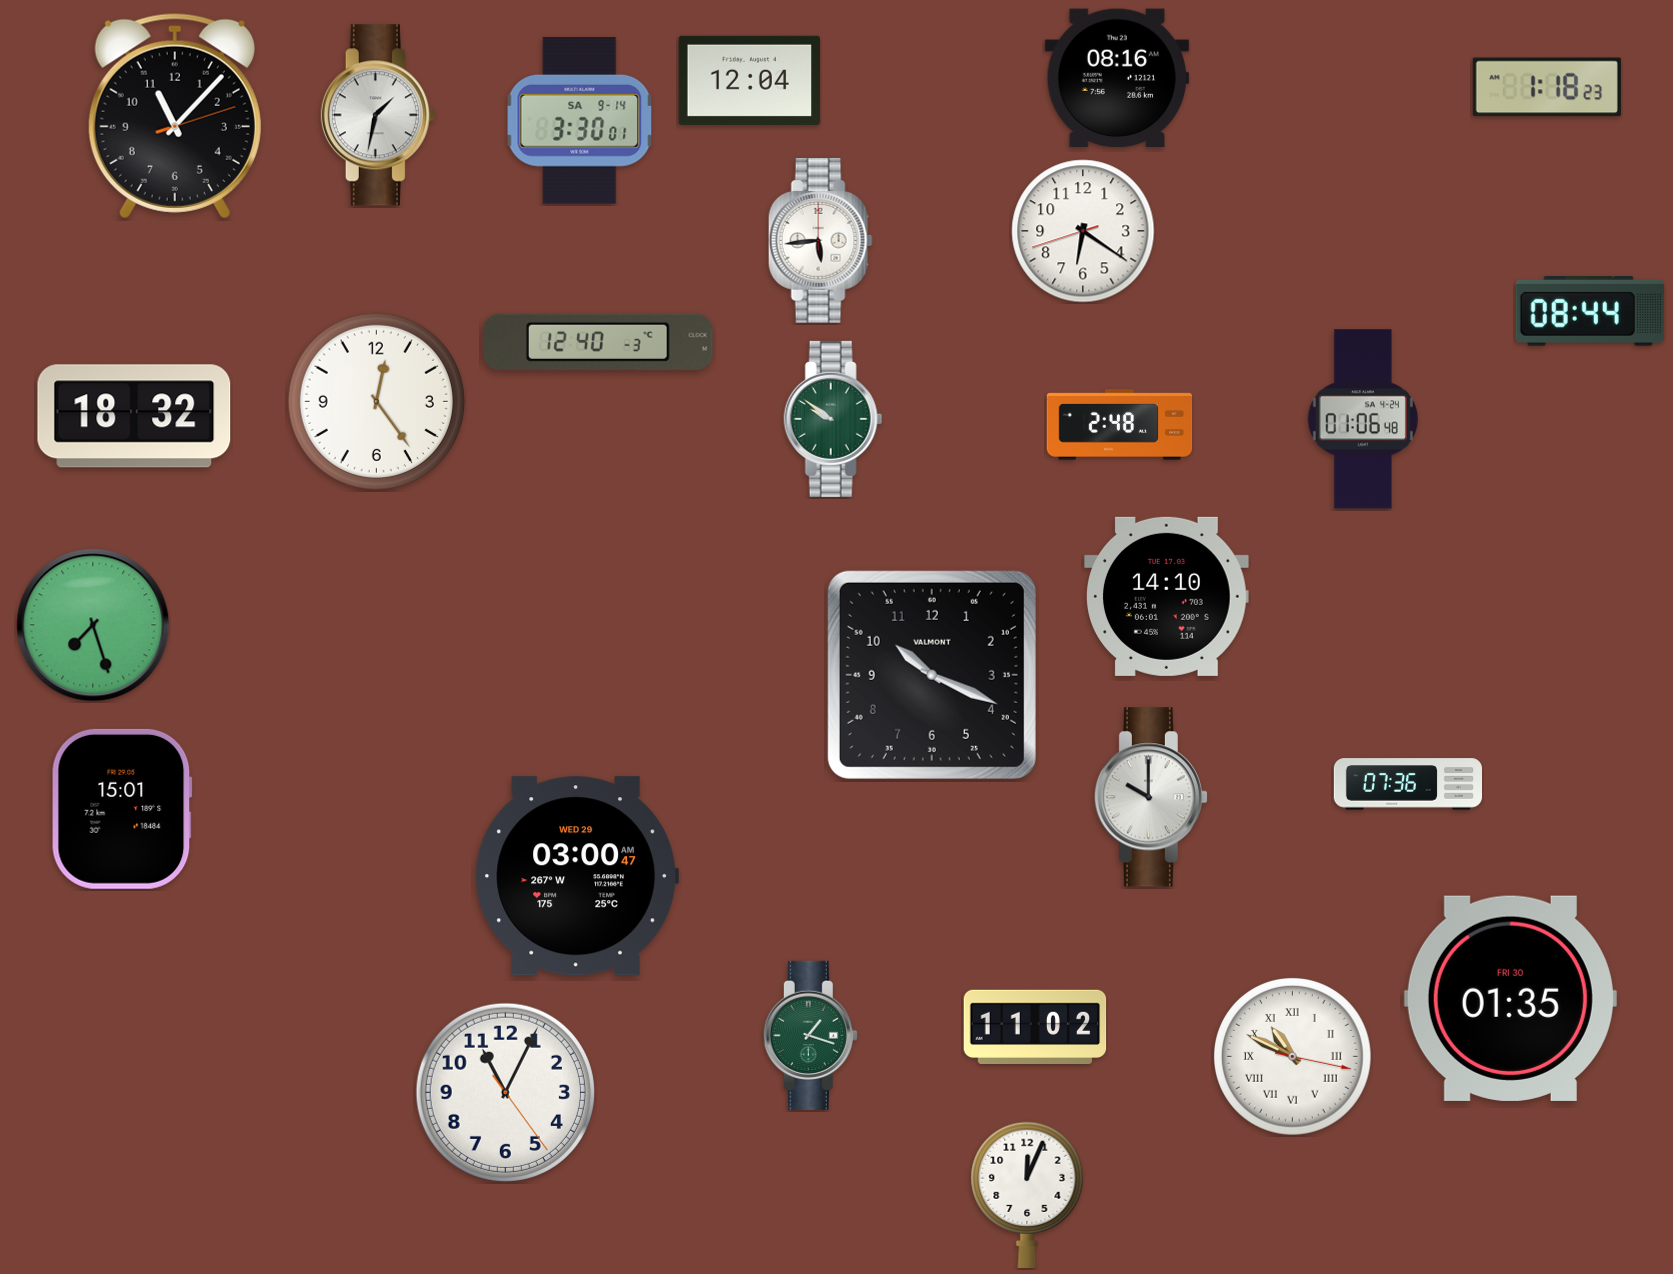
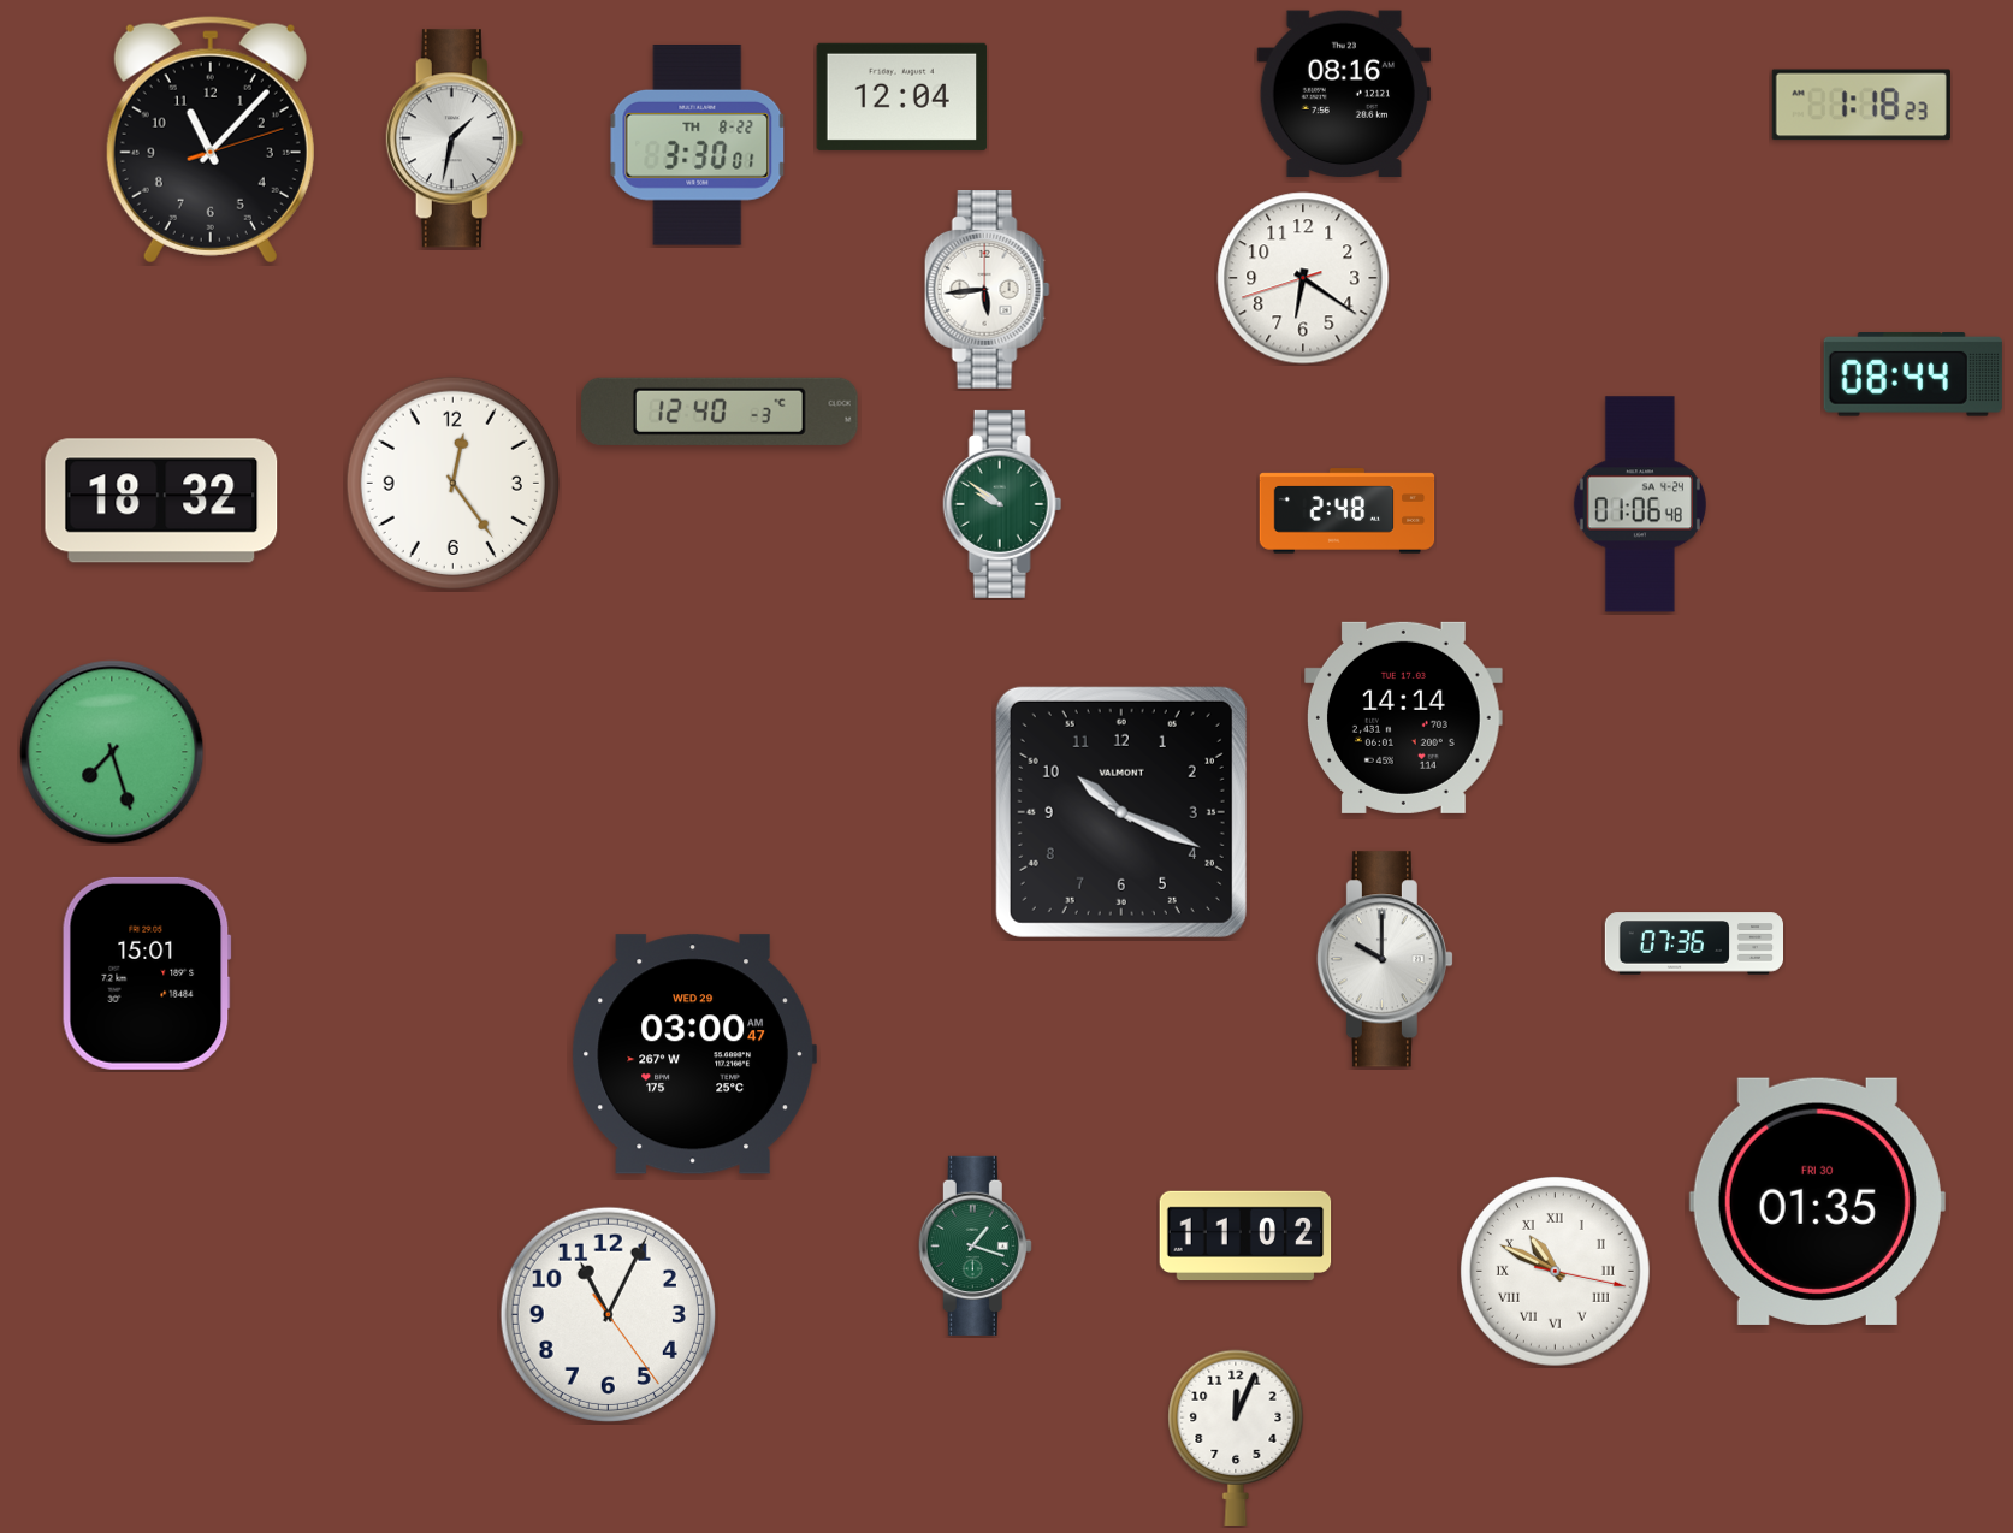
clock at (580, 121) date: SA 9-14 -> TH 8-22
clock at (1167, 596): 14:10 -> 14:14
